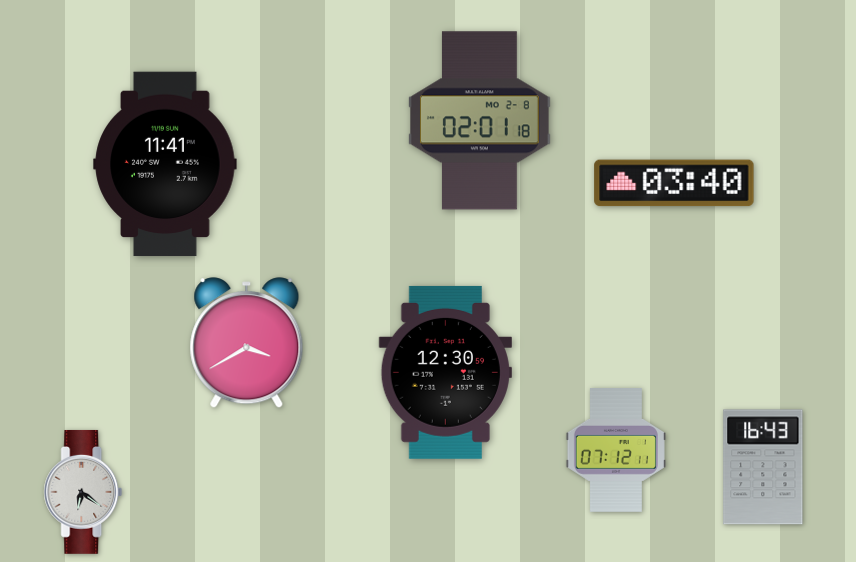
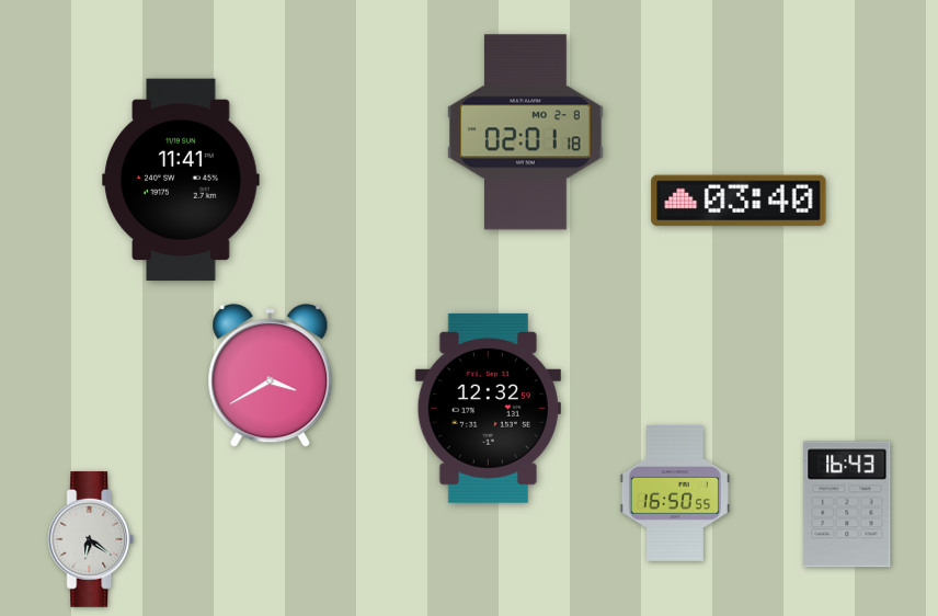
clock at (445, 372): 12:30 -> 12:32
clock at (616, 451): 07:12 -> 16:50
clock at (763, 467) position: (763, 467) -> (847, 504)
